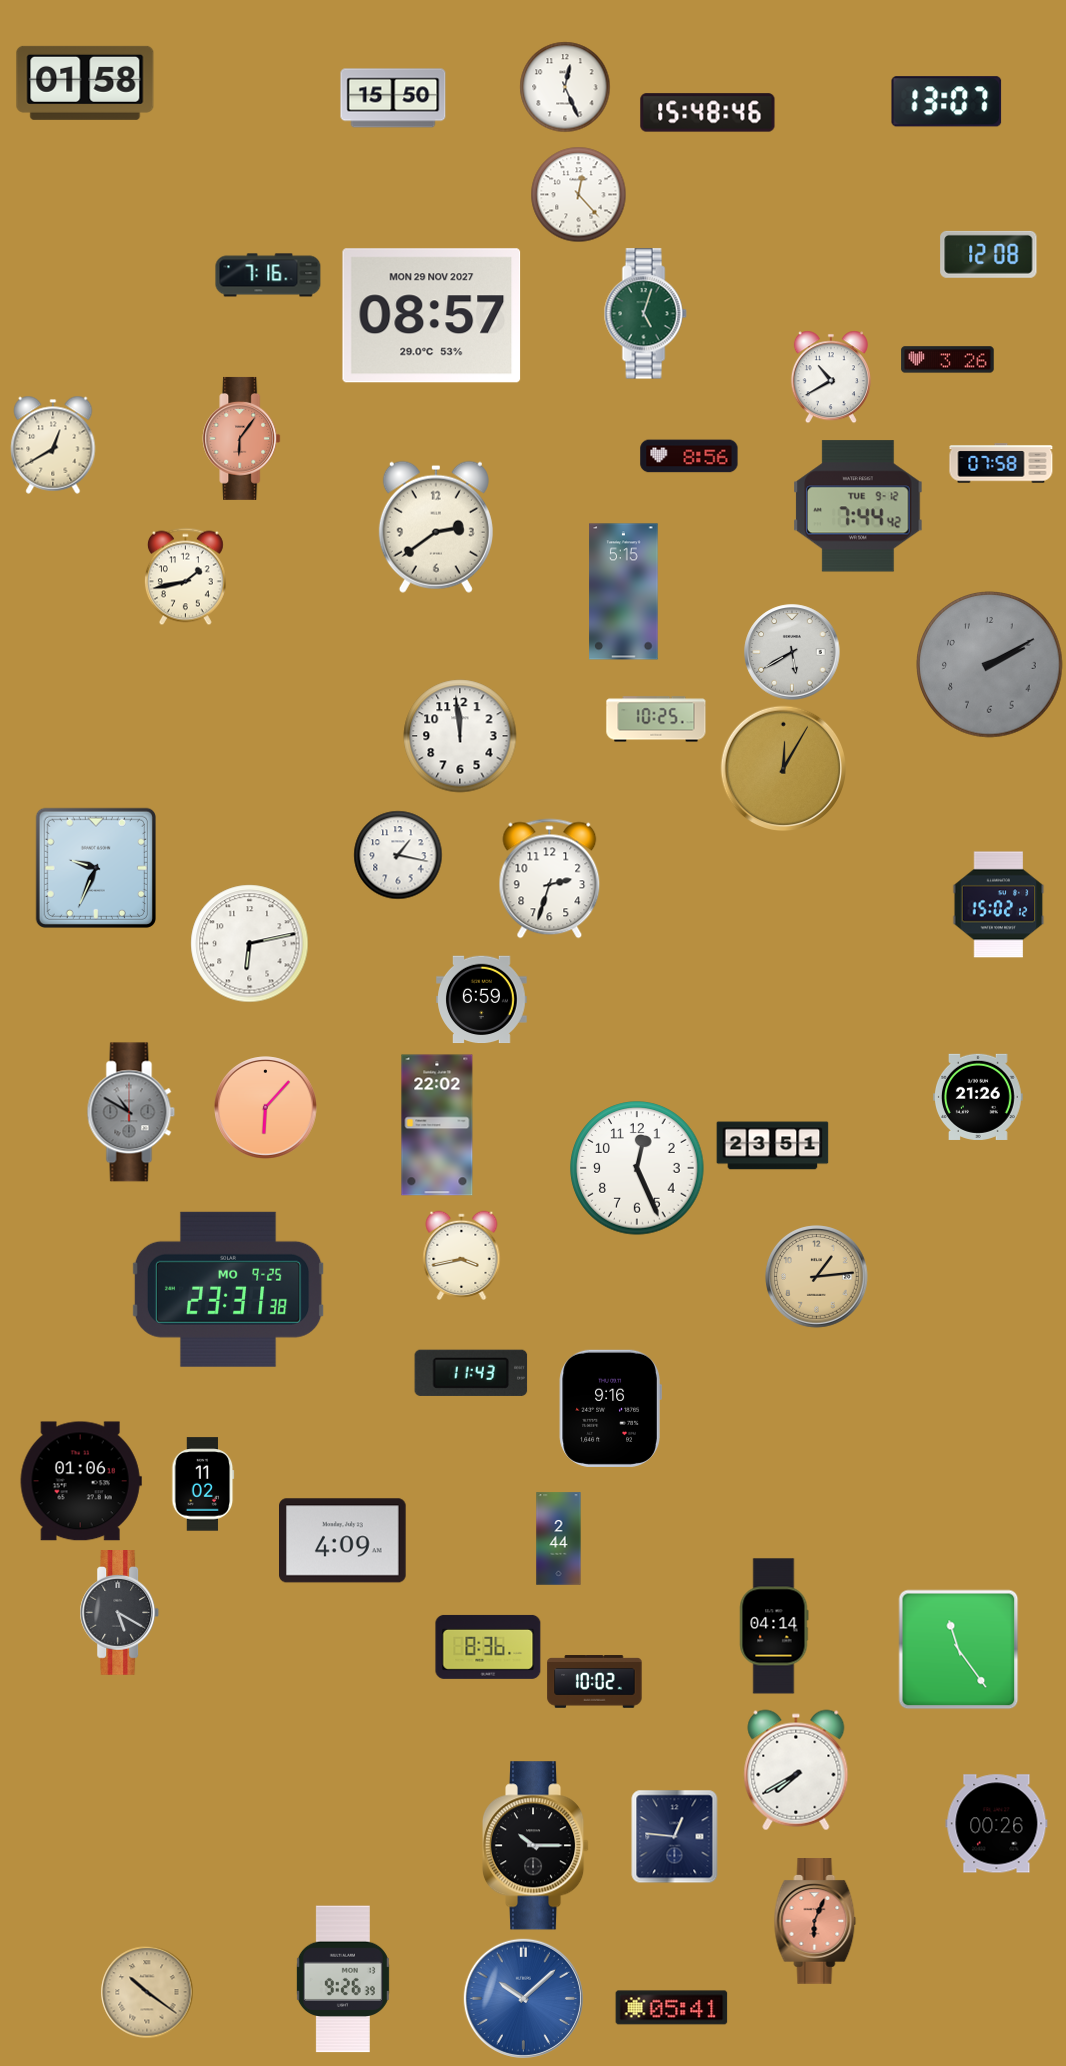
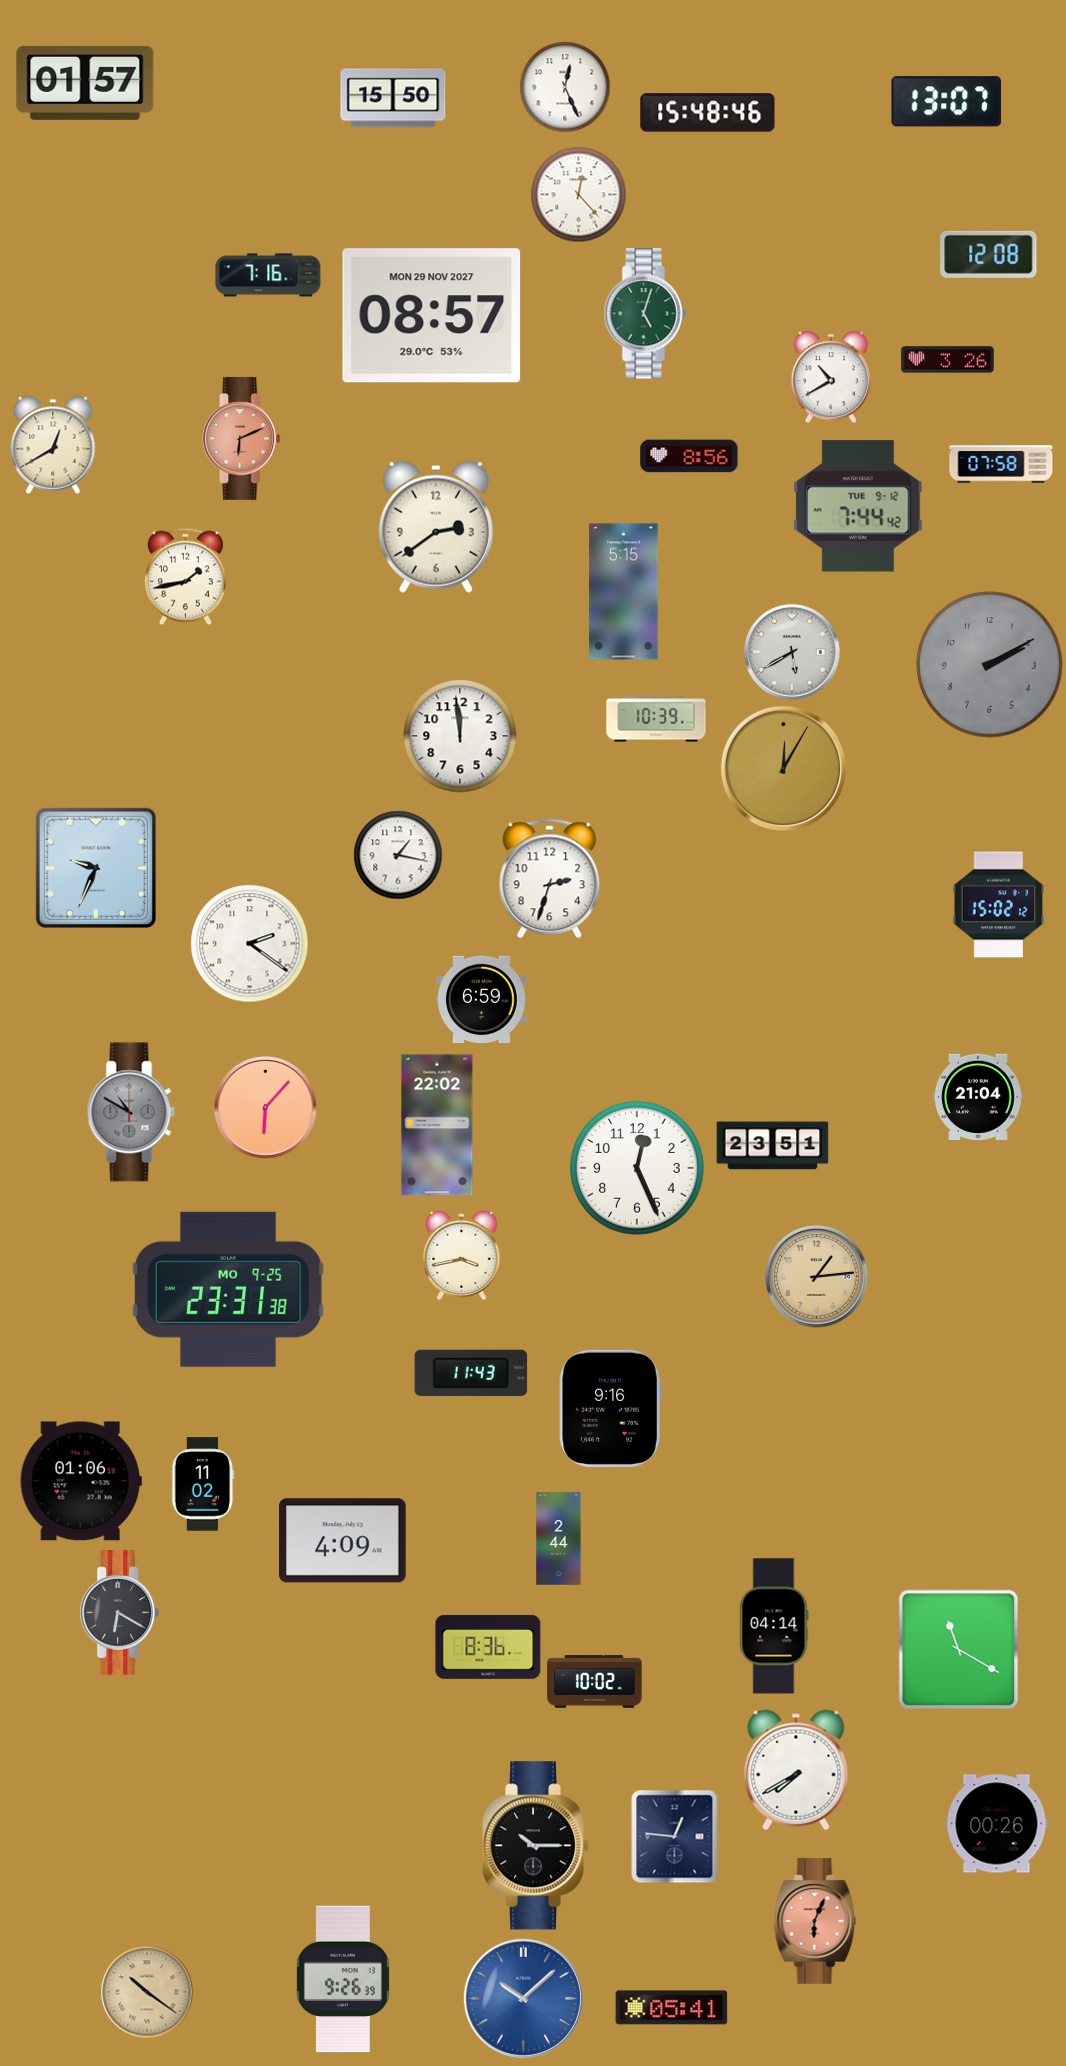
clock at (85, 83): 01:58 -> 01:57
clock at (242, 438): 6:06 -> 6:11
clock at (656, 719): 10:25 -> 10:39
clock at (250, 944): 6:13 -> 2:21
clock at (979, 1097): 21:26 -> 21:04
clock at (120, 1613): 5:20 -> 6:20
clock at (959, 1650): 11:24 -> 11:20
